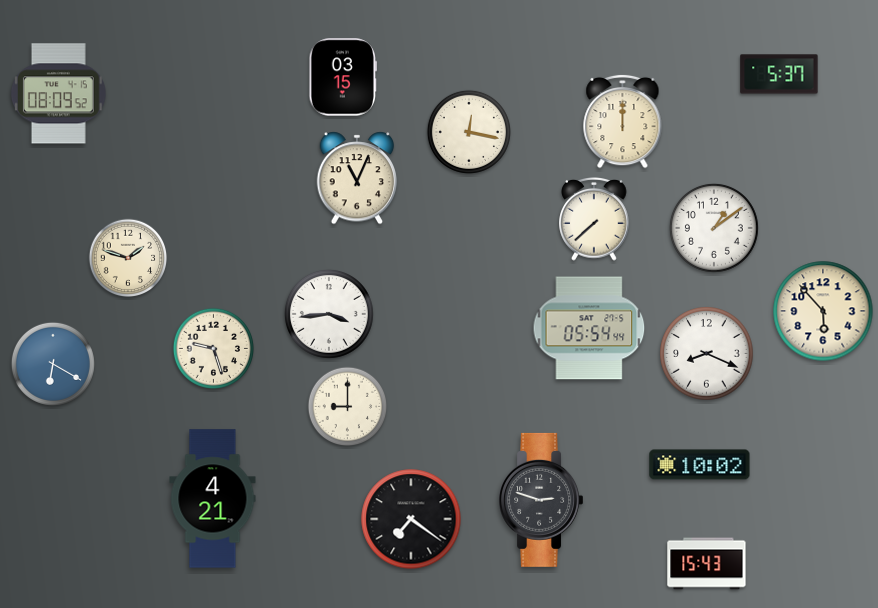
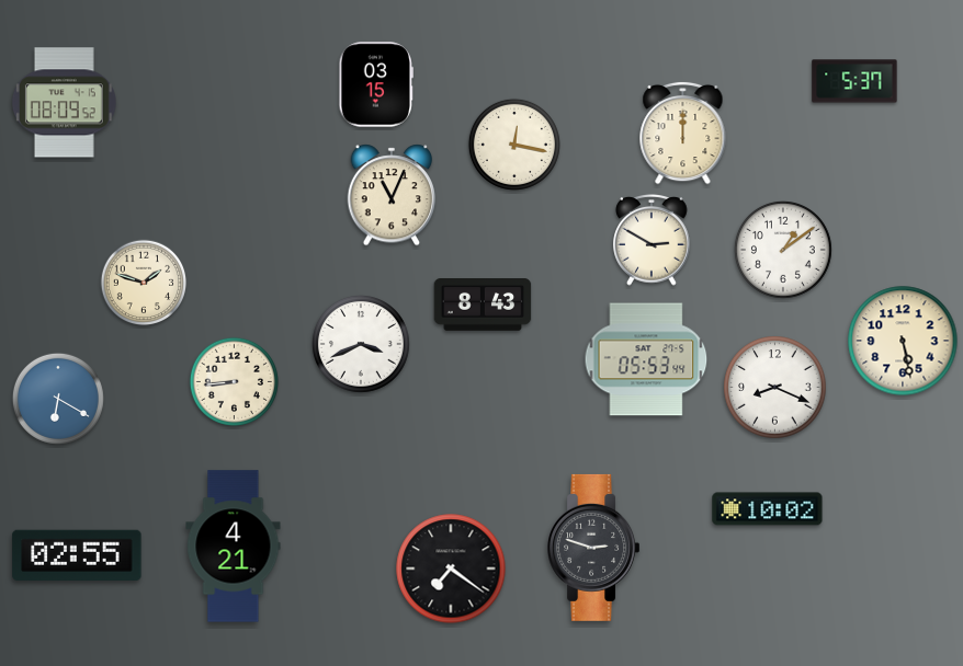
clock at (594, 220): 7:38 -> 2:50
clock at (128, 258) position: (128, 258) -> (144, 283)
clock at (483, 306): none -> 8:43
clock at (823, 311): 5:53 -> 5:28
clock at (329, 314): 3:44 -> 3:41
clock at (589, 328): 05:54 -> 05:53
clock at (213, 348): 9:27 -> 8:44
clock at (348, 407): 9:00 -> none
clock at (77, 554): none -> 02:55
clock at (707, 564): 15:43 -> none
